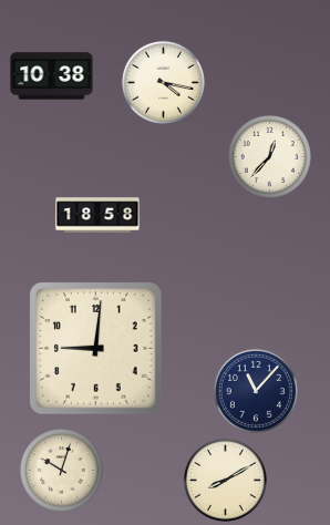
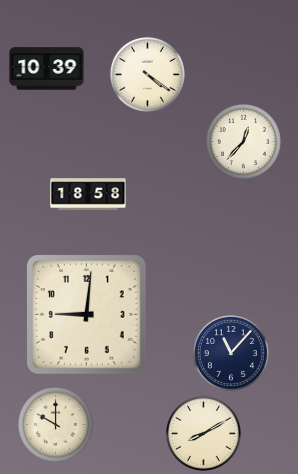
clock at (52, 76): 10:38 -> 10:39
clock at (163, 82): 4:17 -> 4:21
clock at (61, 470): 10:03 -> 10:00
